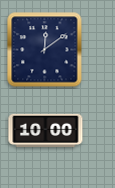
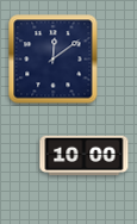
clock at (46, 130) position: (46, 130) -> (85, 155)
